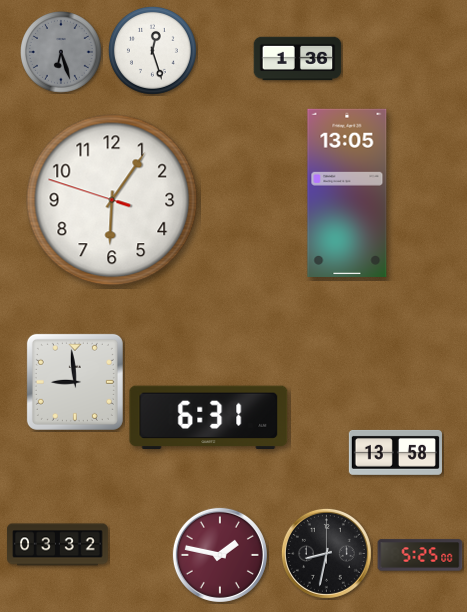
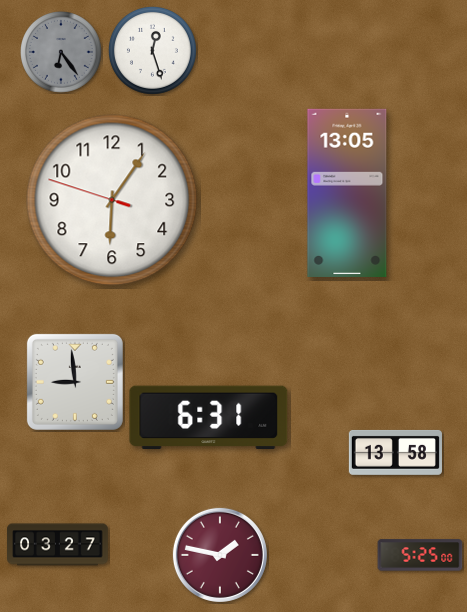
clock at (62, 53): 6:27 -> 6:24
clock at (298, 59): 1:36 -> none
clock at (58, 545): 03:32 -> 03:27
clock at (326, 553): 8:32 -> none
